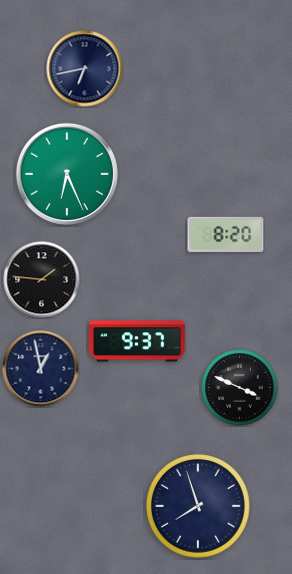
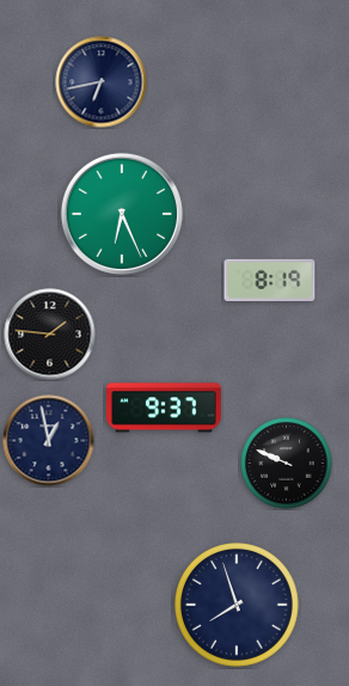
clock at (67, 174) position: (67, 174) -> (122, 214)
clock at (226, 234): 8:20 -> 8:19
clock at (240, 388): 3:49 -> 9:49
